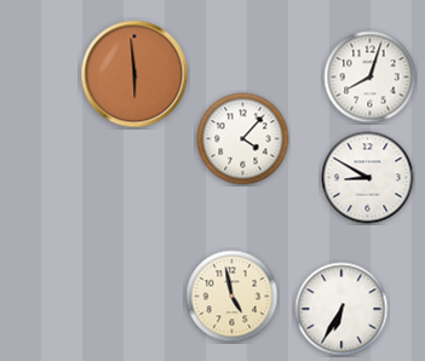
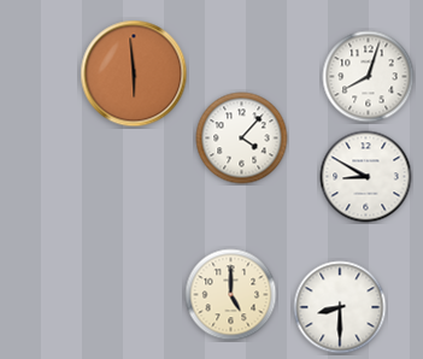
clock at (232, 297): 4:58 -> 5:00
clock at (341, 309): 6:35 -> 8:30
